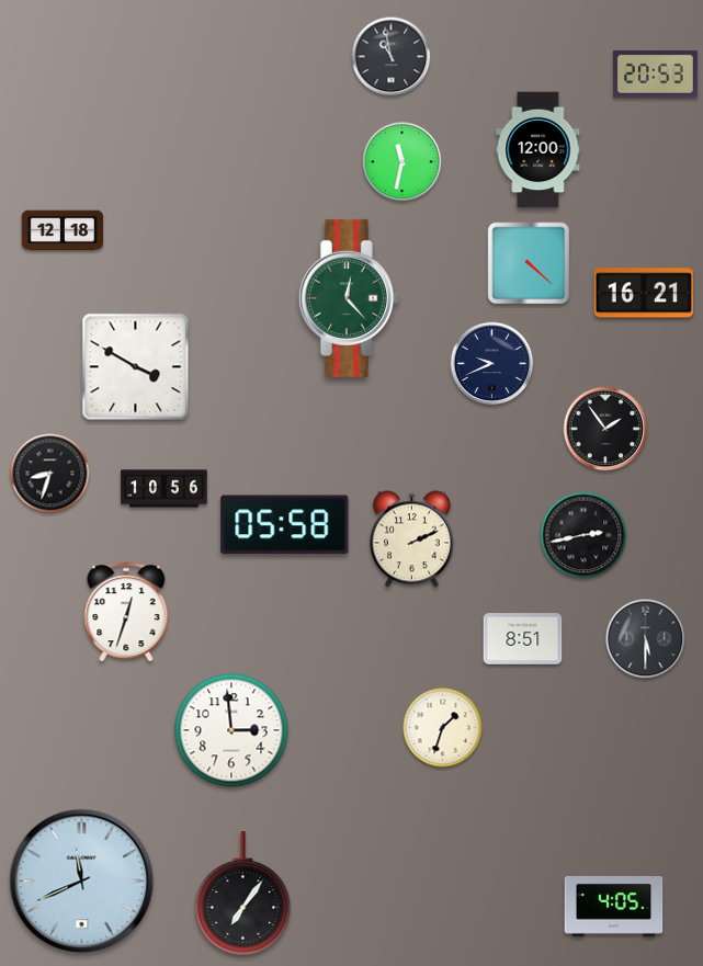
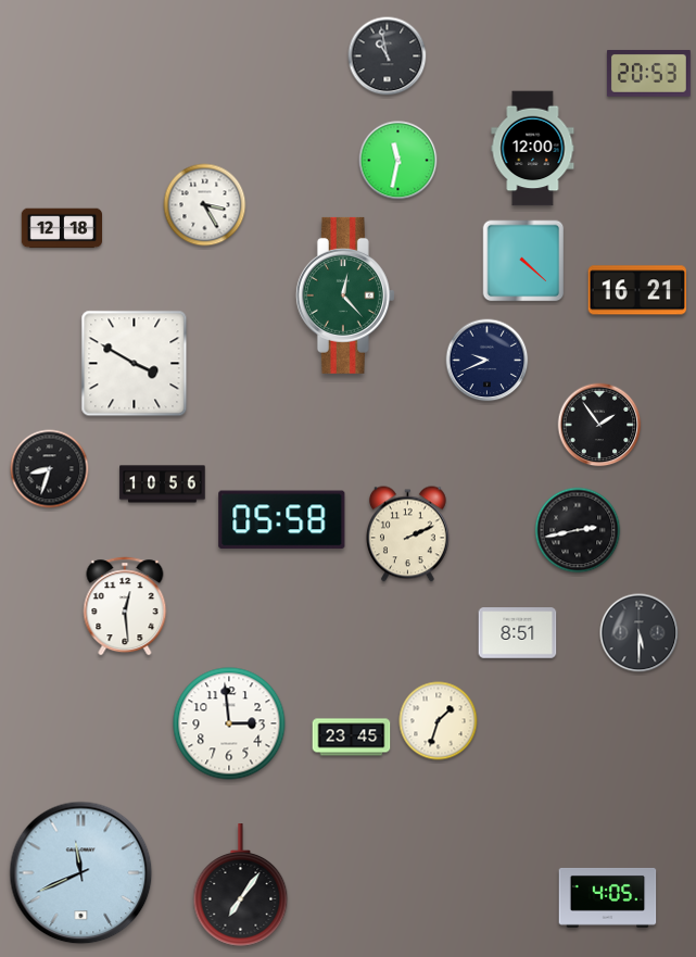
clock at (205, 205): none -> 3:25
clock at (126, 612): 12:33 -> 12:29
clock at (352, 738): none -> 23:45
